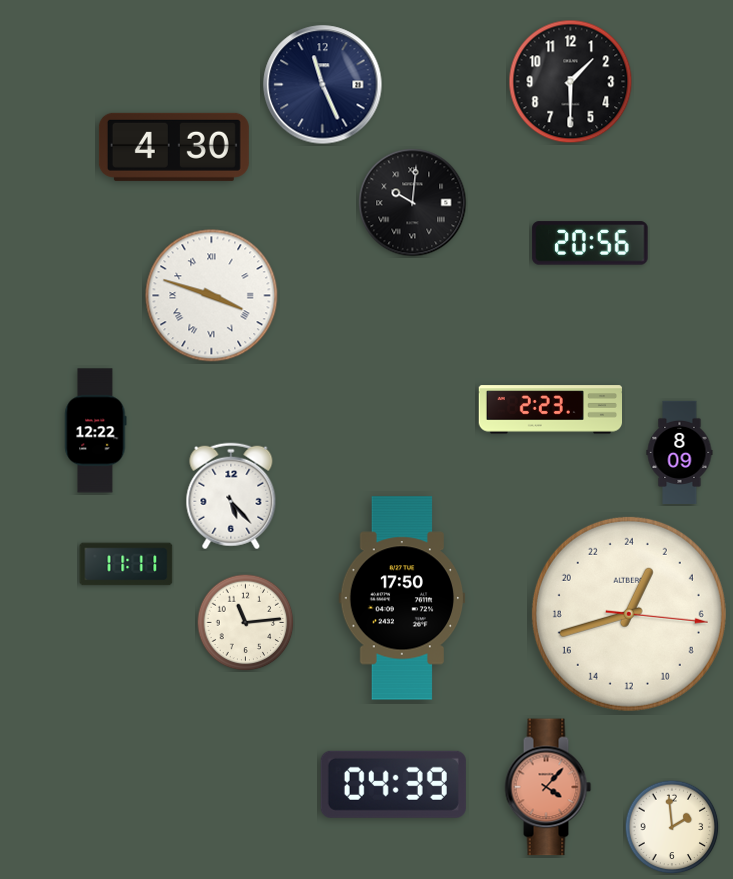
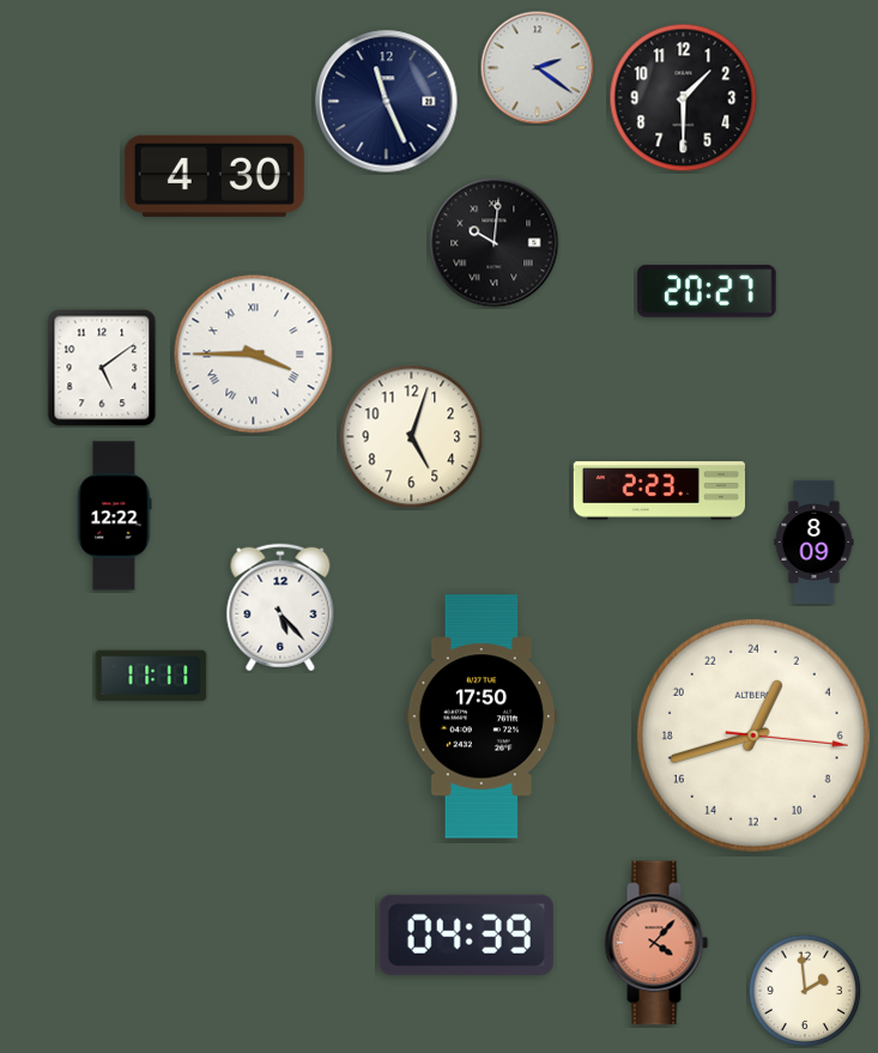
clock at (537, 67): none -> 2:21
clock at (174, 147) position: (174, 147) -> (214, 176)
clock at (590, 243): 20:56 -> 20:27
clock at (212, 296): 3:48 -> 3:45
clock at (102, 368): none -> 5:09
clock at (412, 437): none -> 5:03
clock at (231, 496) position: (231, 496) -> (280, 607)
clock at (245, 622): 11:14 -> none
clock at (393, 784) position: (393, 784) -> (466, 934)
